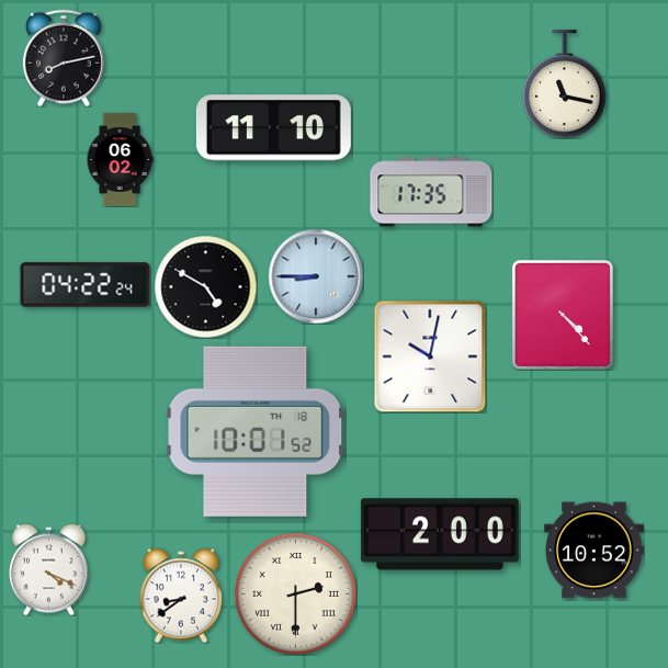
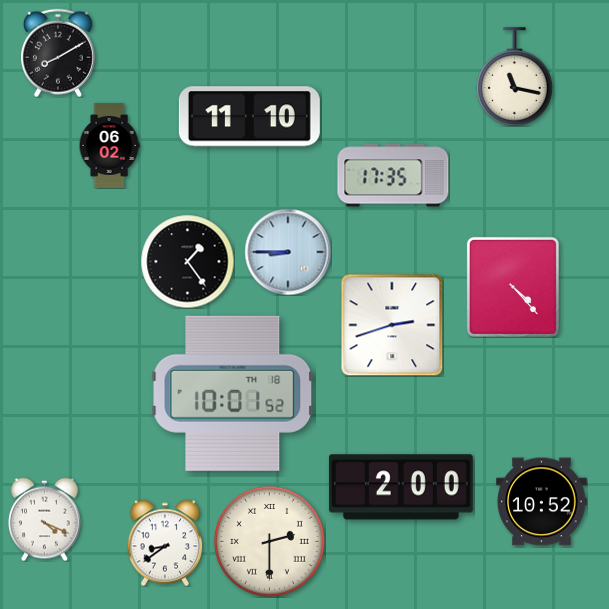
clock at (64, 58): 8:13 -> 8:10
clock at (86, 285): 04:22 -> none
clock at (205, 286): 4:50 -> 1:24
clock at (430, 356): 10:02 -> 2:42
